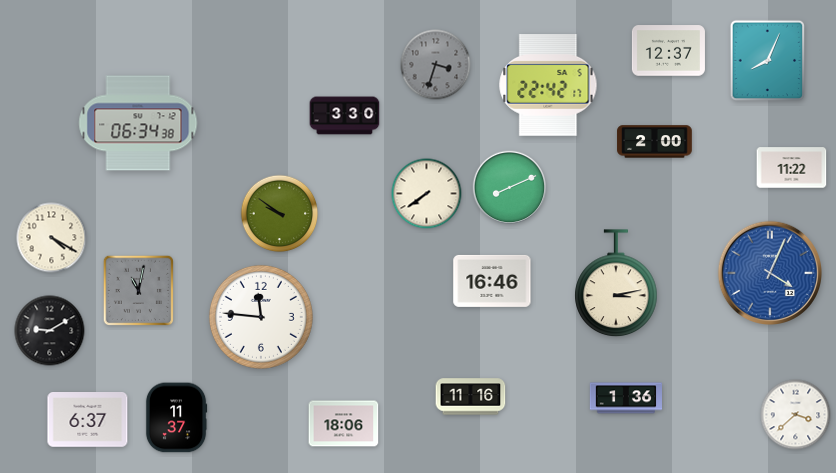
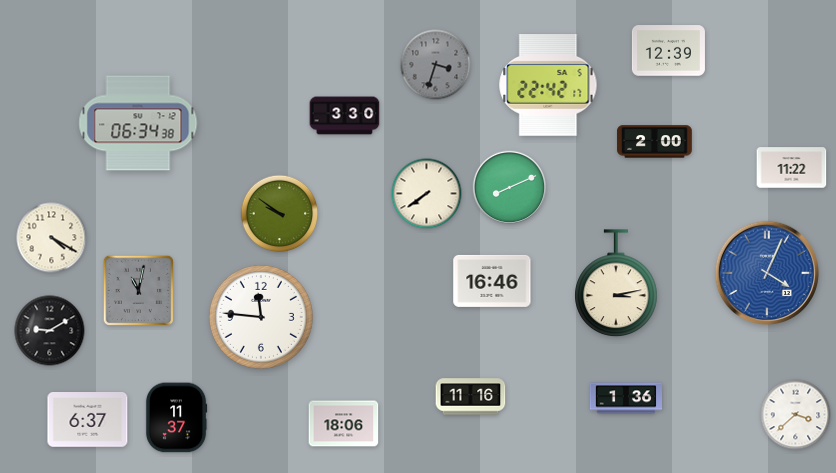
clock at (668, 51): 12:37 -> 12:39
clock at (768, 61): 8:04 -> none
clock at (769, 272) position: (769, 272) -> (766, 272)
